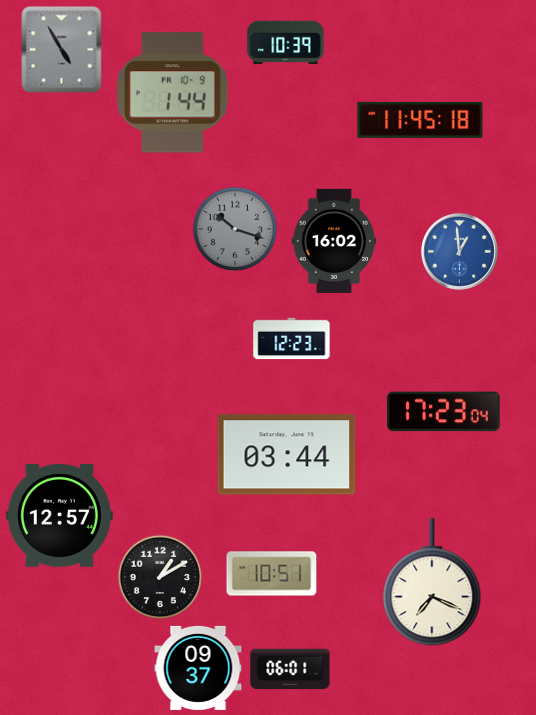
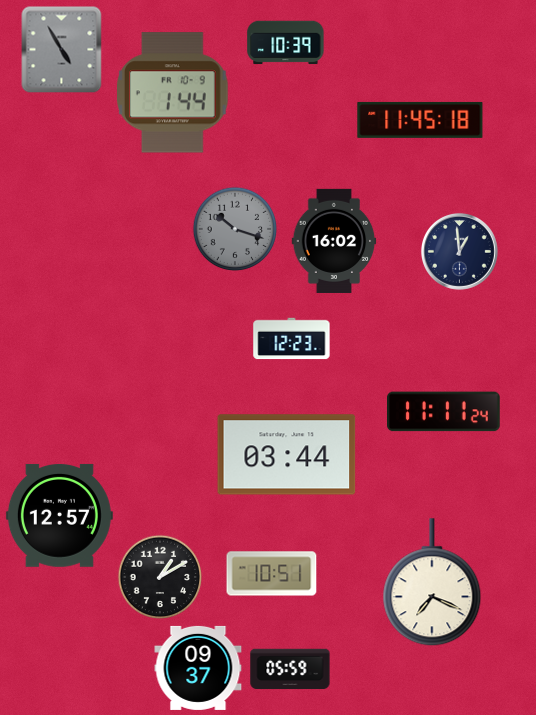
clock at (459, 251) dial: blue -> navy
clock at (444, 412): 17:23 -> 11:11
clock at (290, 669): 06:01 -> 05:59
